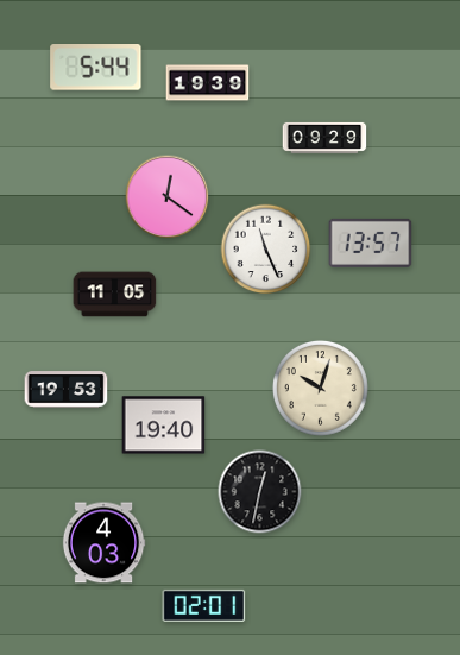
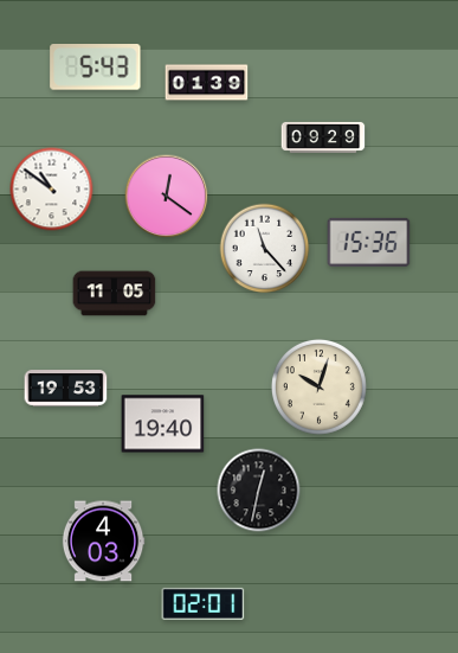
clock at (96, 68): 5:44 -> 5:43
clock at (208, 83): 19:39 -> 01:39
clock at (52, 190): none -> 10:51
clock at (371, 243): 13:57 -> 15:36
clock at (266, 250): 11:26 -> 11:23
